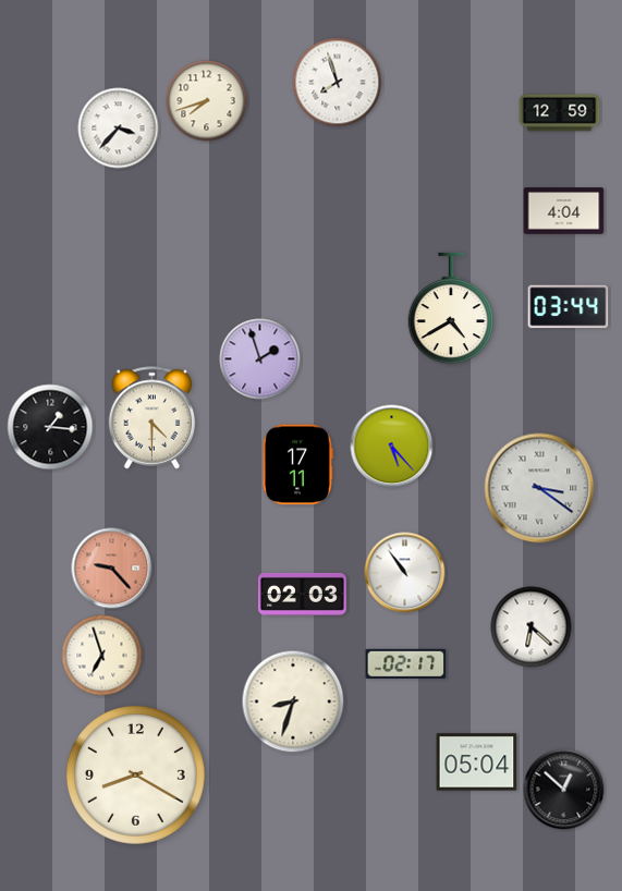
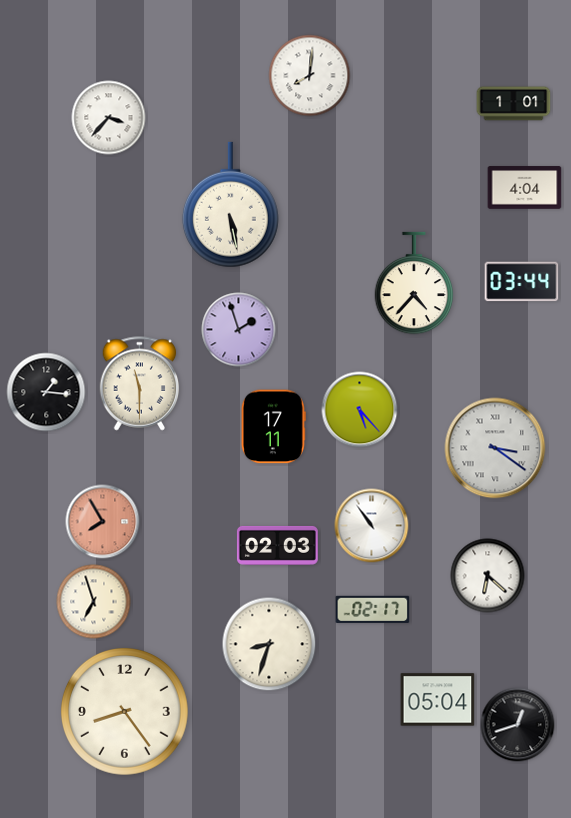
clock at (338, 83): 7:57 -> 8:01
clock at (207, 101): 7:42 -> none
clock at (560, 113): 12:59 -> 1:01
clock at (564, 211) position: (564, 211) -> (525, 188)
clock at (230, 205): none -> 5:28
clock at (451, 308): 4:40 -> 4:37
clock at (153, 418): 4:30 -> 11:30
clock at (112, 569): 9:23 -> 7:55
clock at (135, 774): 8:20 -> 8:24
clock at (564, 790): 12:52 -> 12:42
